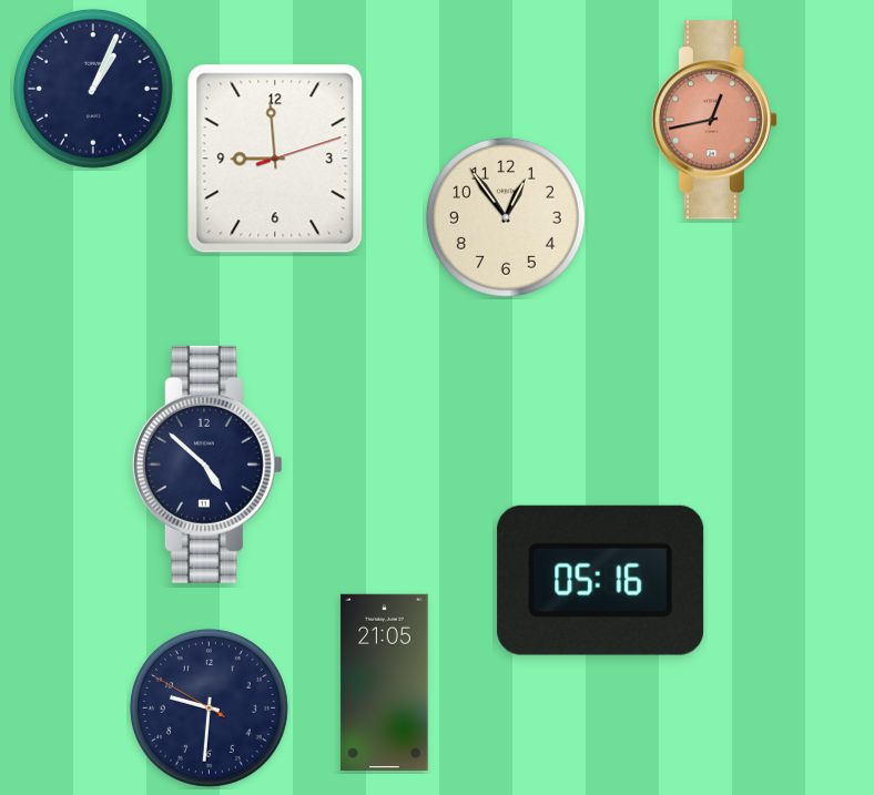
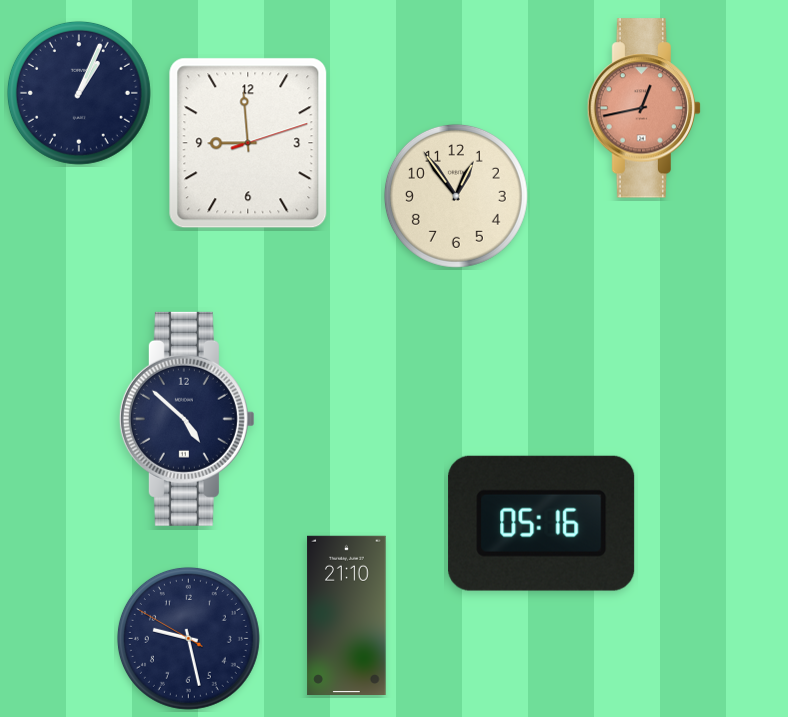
clock at (93, 89) position: (93, 89) -> (79, 93)
clock at (385, 682): 21:05 -> 21:10
clock at (209, 707): 9:30 -> 9:27
